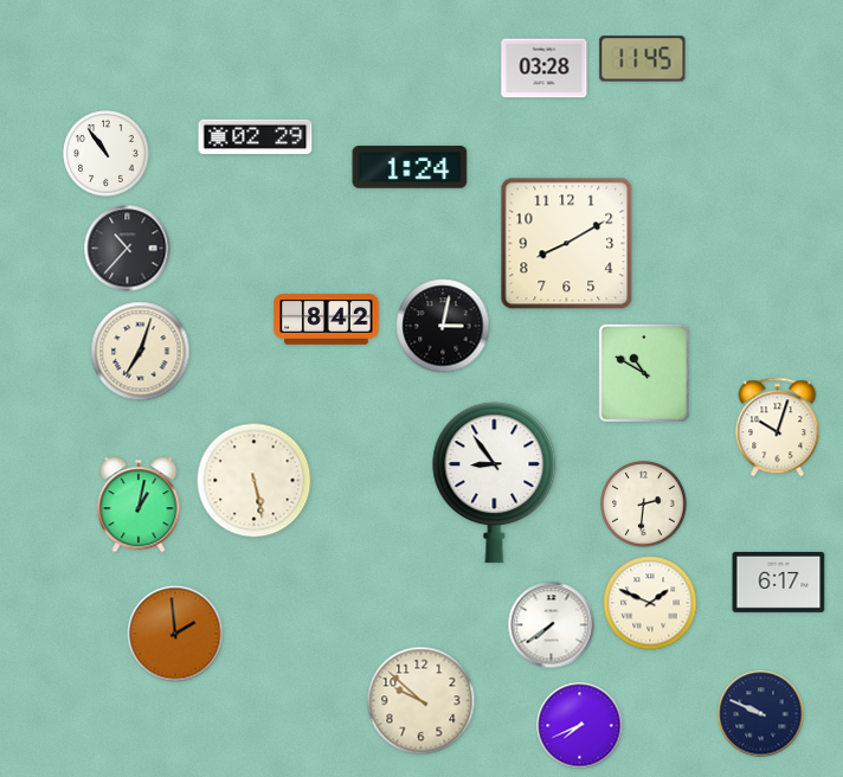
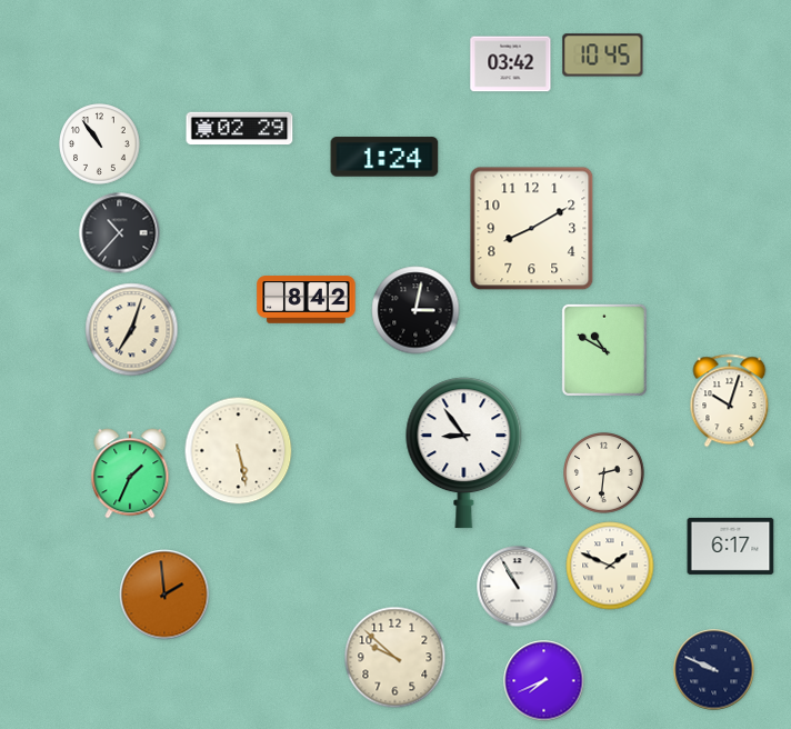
clock at (643, 59): 11:45 -> 10:45
clock at (545, 69): 03:28 -> 03:42
clock at (443, 326) position: (443, 326) -> (415, 310)
clock at (139, 505): 1:02 -> 1:34
clock at (552, 625): 7:39 -> 10:55
